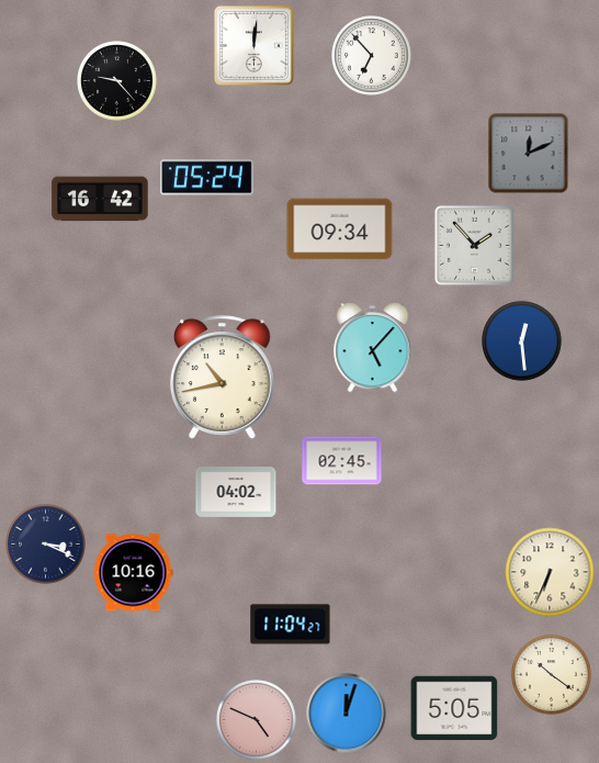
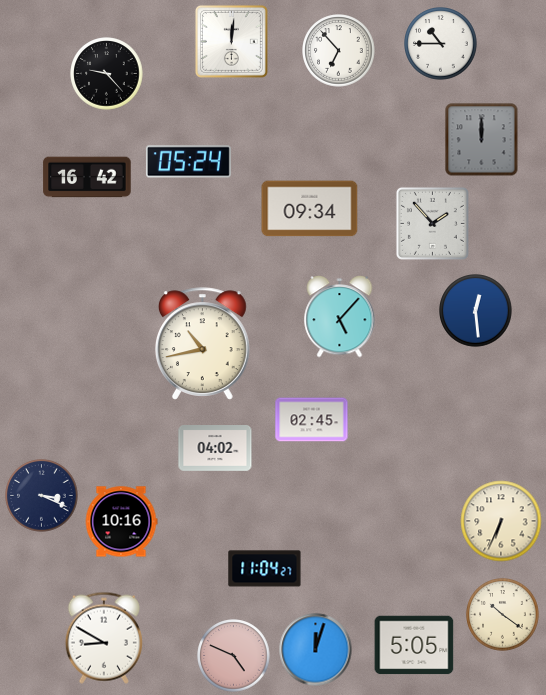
clock at (441, 44): none -> 10:45
clock at (529, 154): 12:11 -> 12:00
clock at (100, 199) position: (100, 199) -> (87, 177)
clock at (104, 638): none -> 8:50
